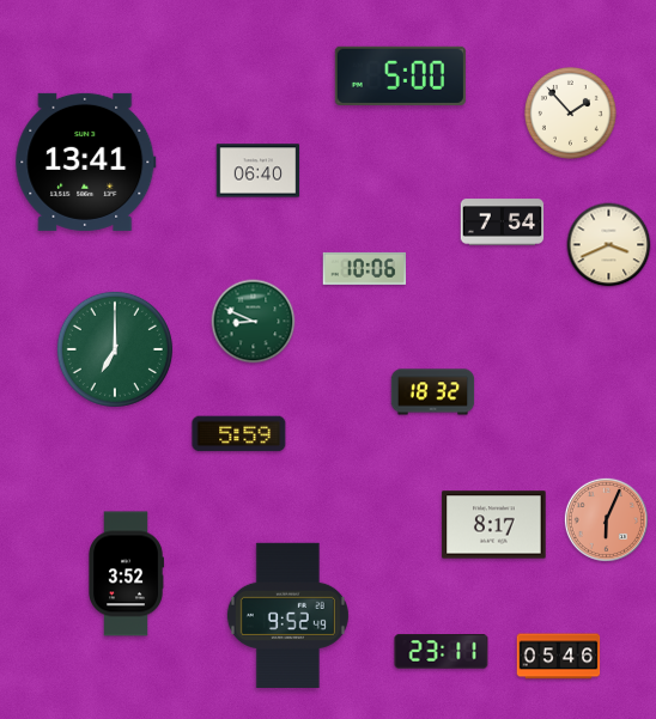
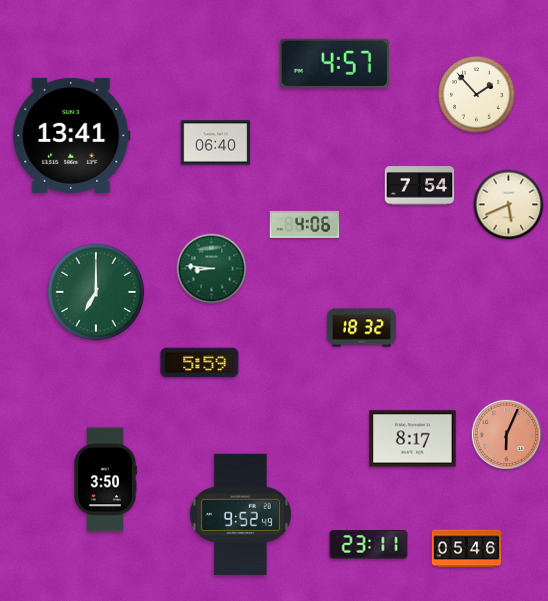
clock at (400, 75): 5:00 -> 4:57
clock at (609, 245): 3:41 -> 5:41
clock at (365, 268): 10:06 -> 4:06
clock at (254, 322): 8:49 -> 8:46
clock at (126, 574): 3:52 -> 3:50
